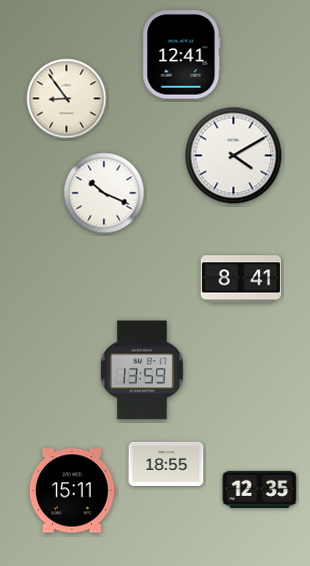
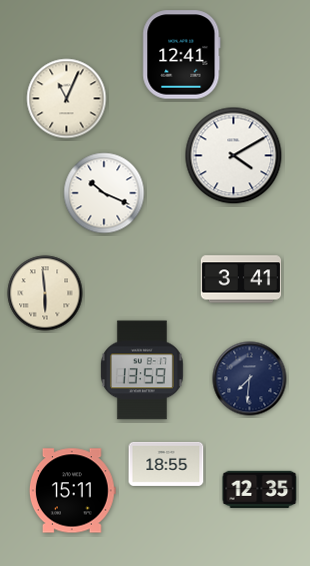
clock at (67, 99): 8:54 -> 11:04
clock at (241, 279): 8:41 -> 3:41
clock at (45, 293): none -> 5:59
clock at (250, 379): none -> 7:31
